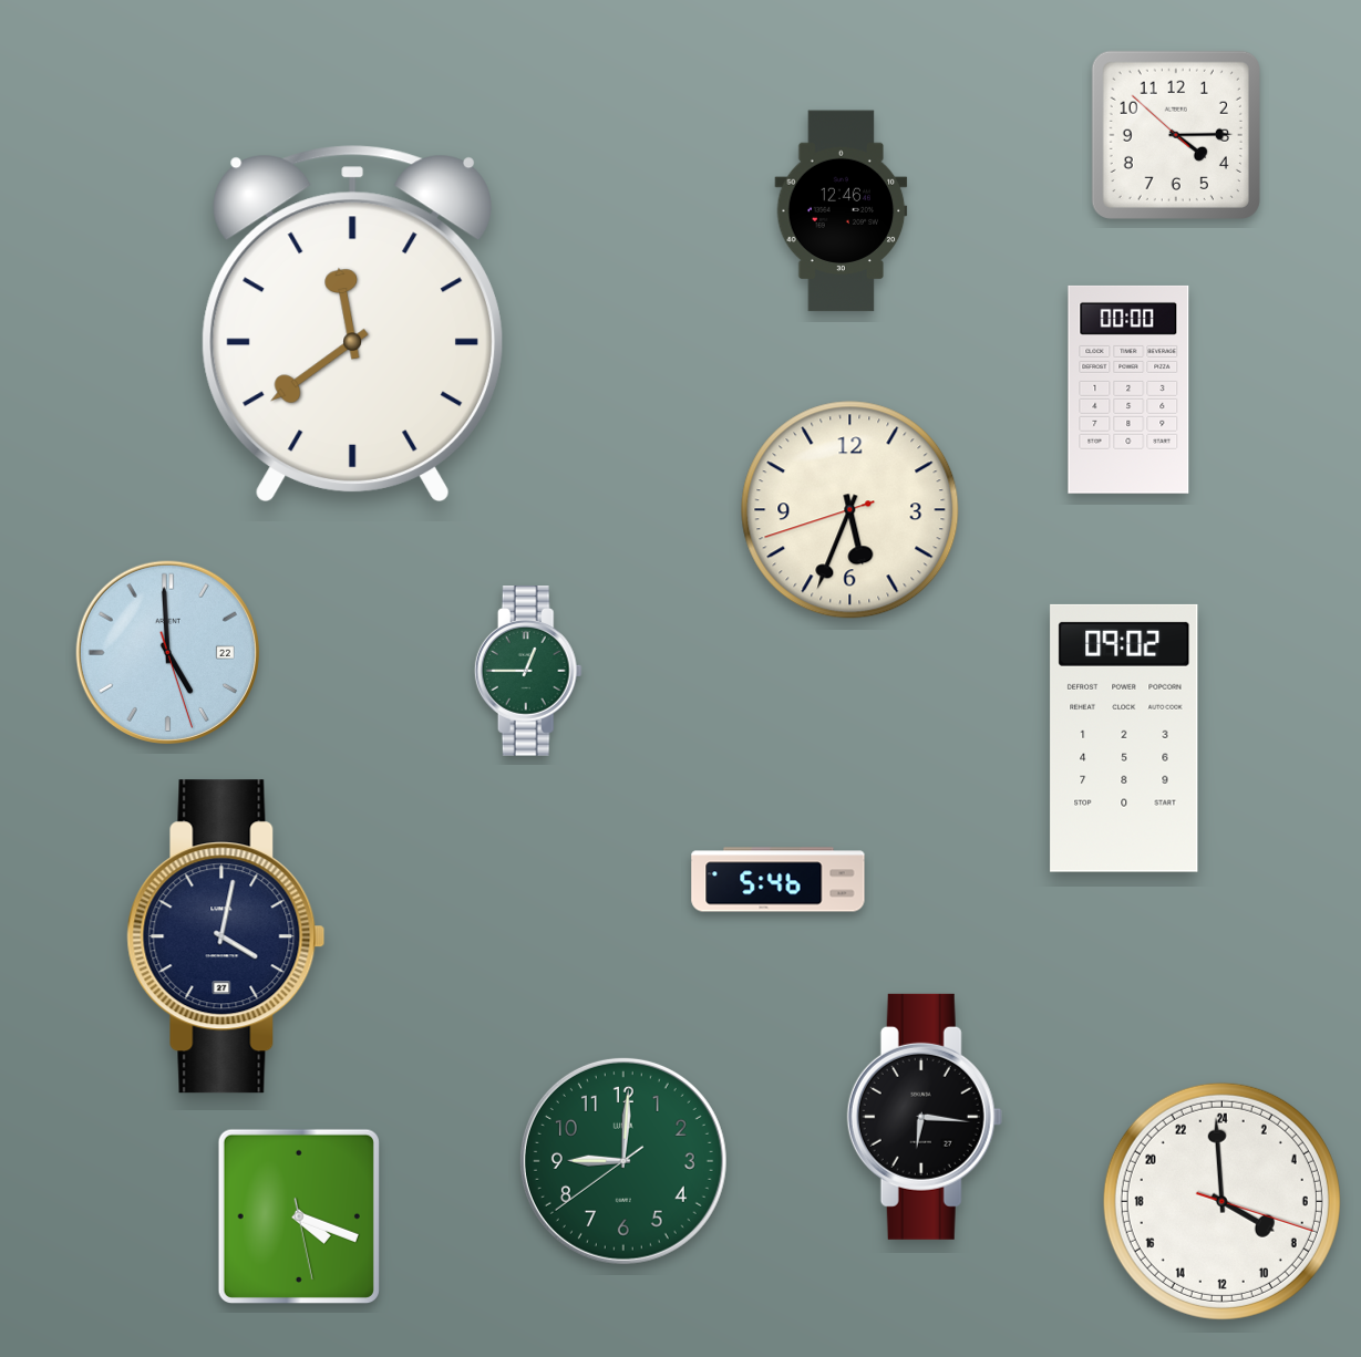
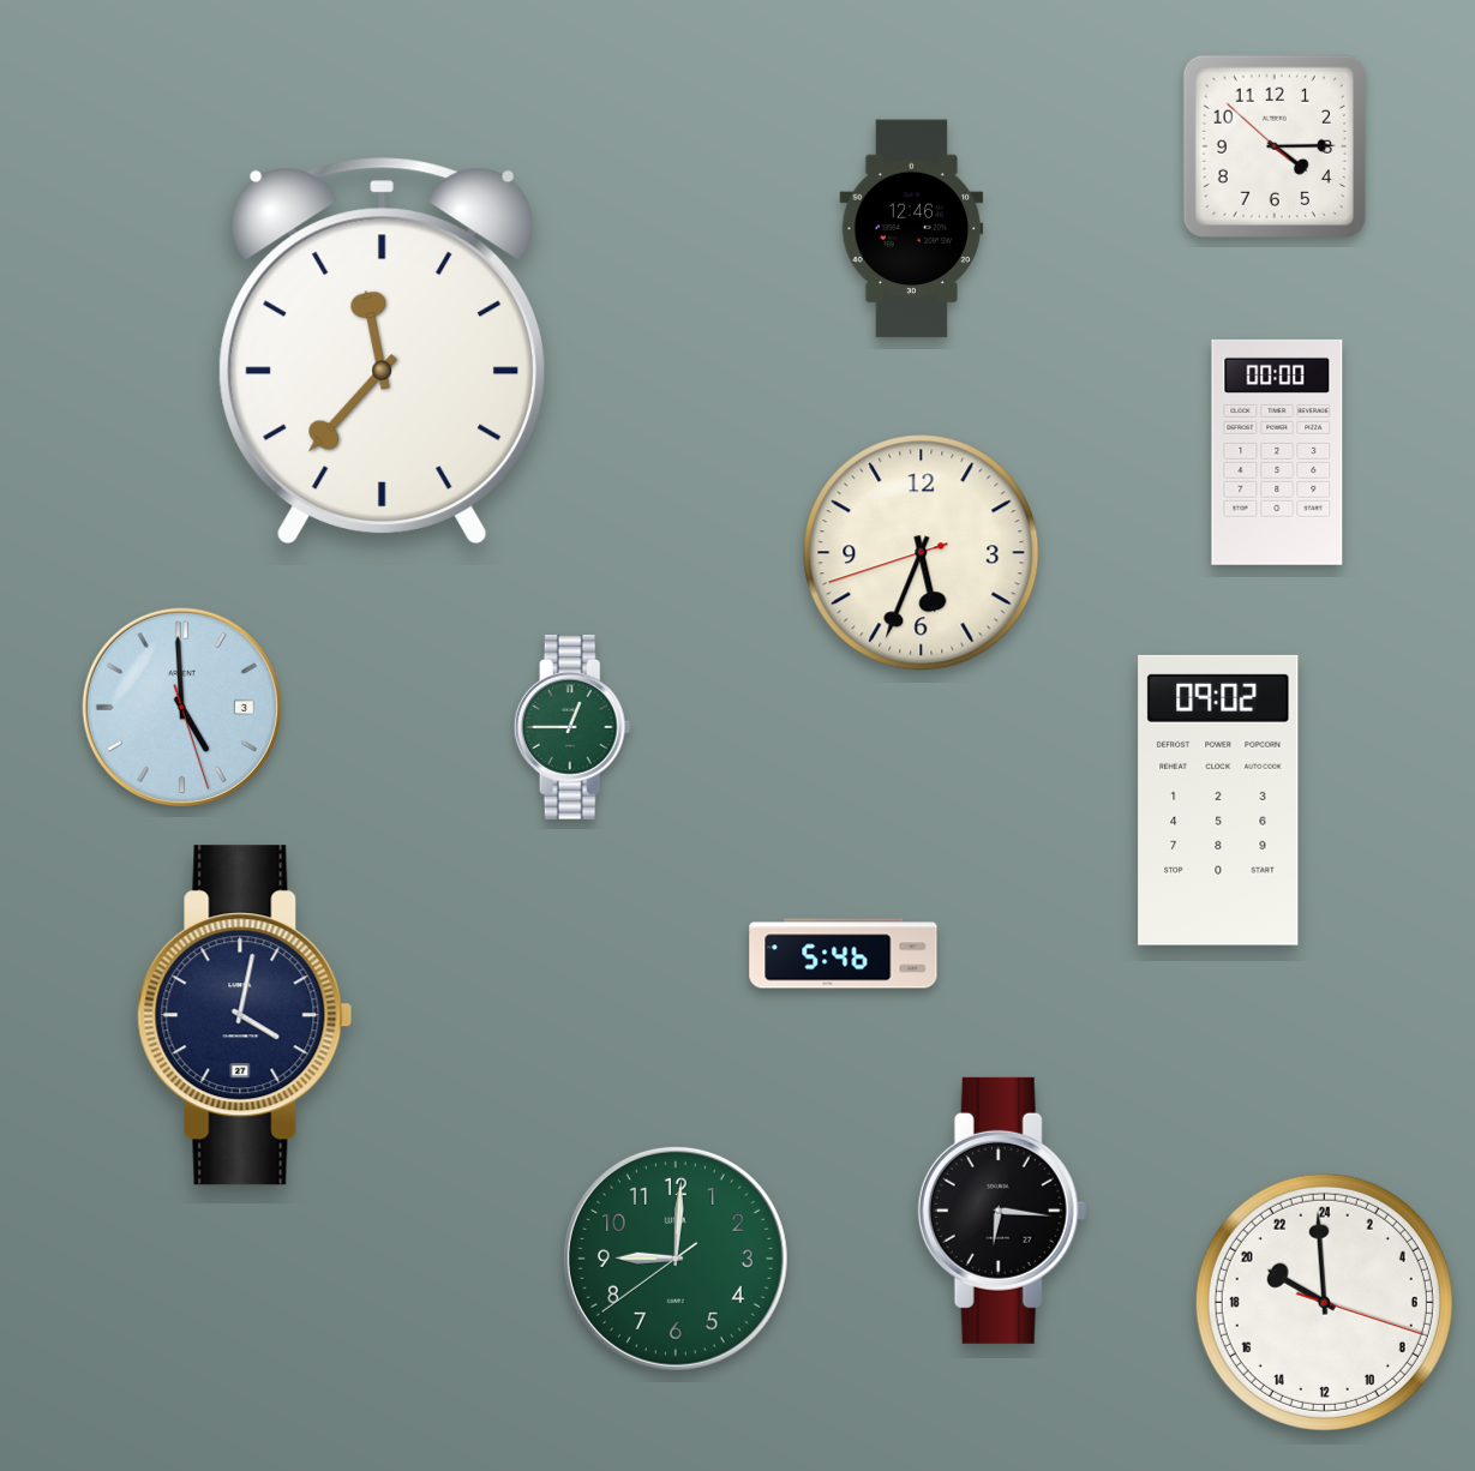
clock at (352, 323): 11:39 -> 11:37
clock at (1128, 390) position: (1128, 390) -> (1277, 452)
clock at (167, 652) date: 22 -> 3
clock at (1221, 1201): 7:59 -> 19:59
clock at (299, 1215): 4:18 -> none
